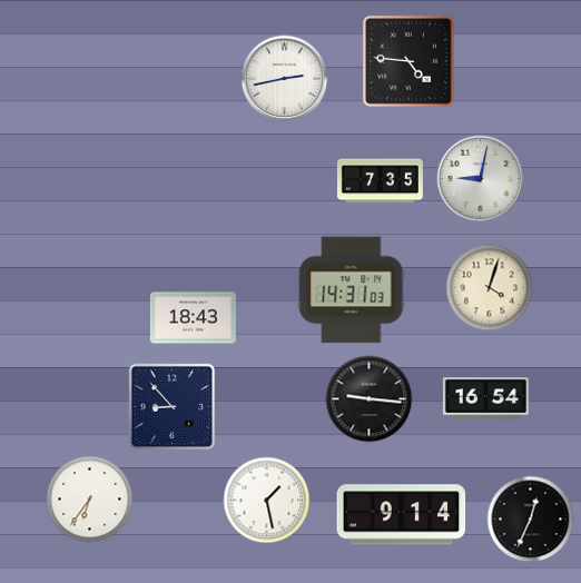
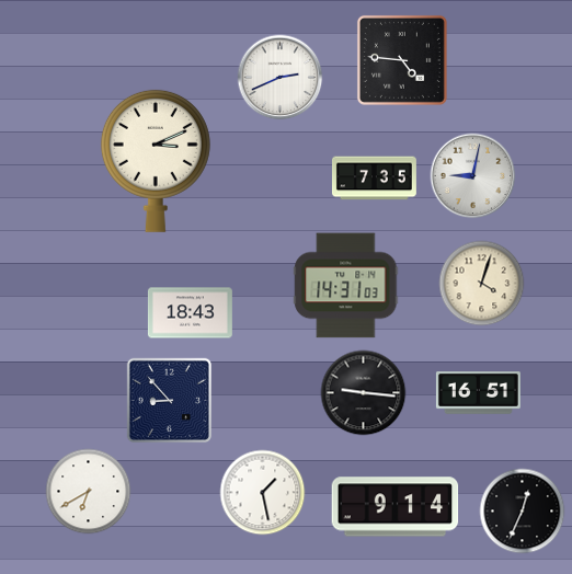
clock at (284, 78): 2:43 -> 2:41
clock at (156, 161): none -> 3:11
clock at (485, 399): 16:54 -> 16:51
clock at (89, 498): 6:36 -> 6:40
